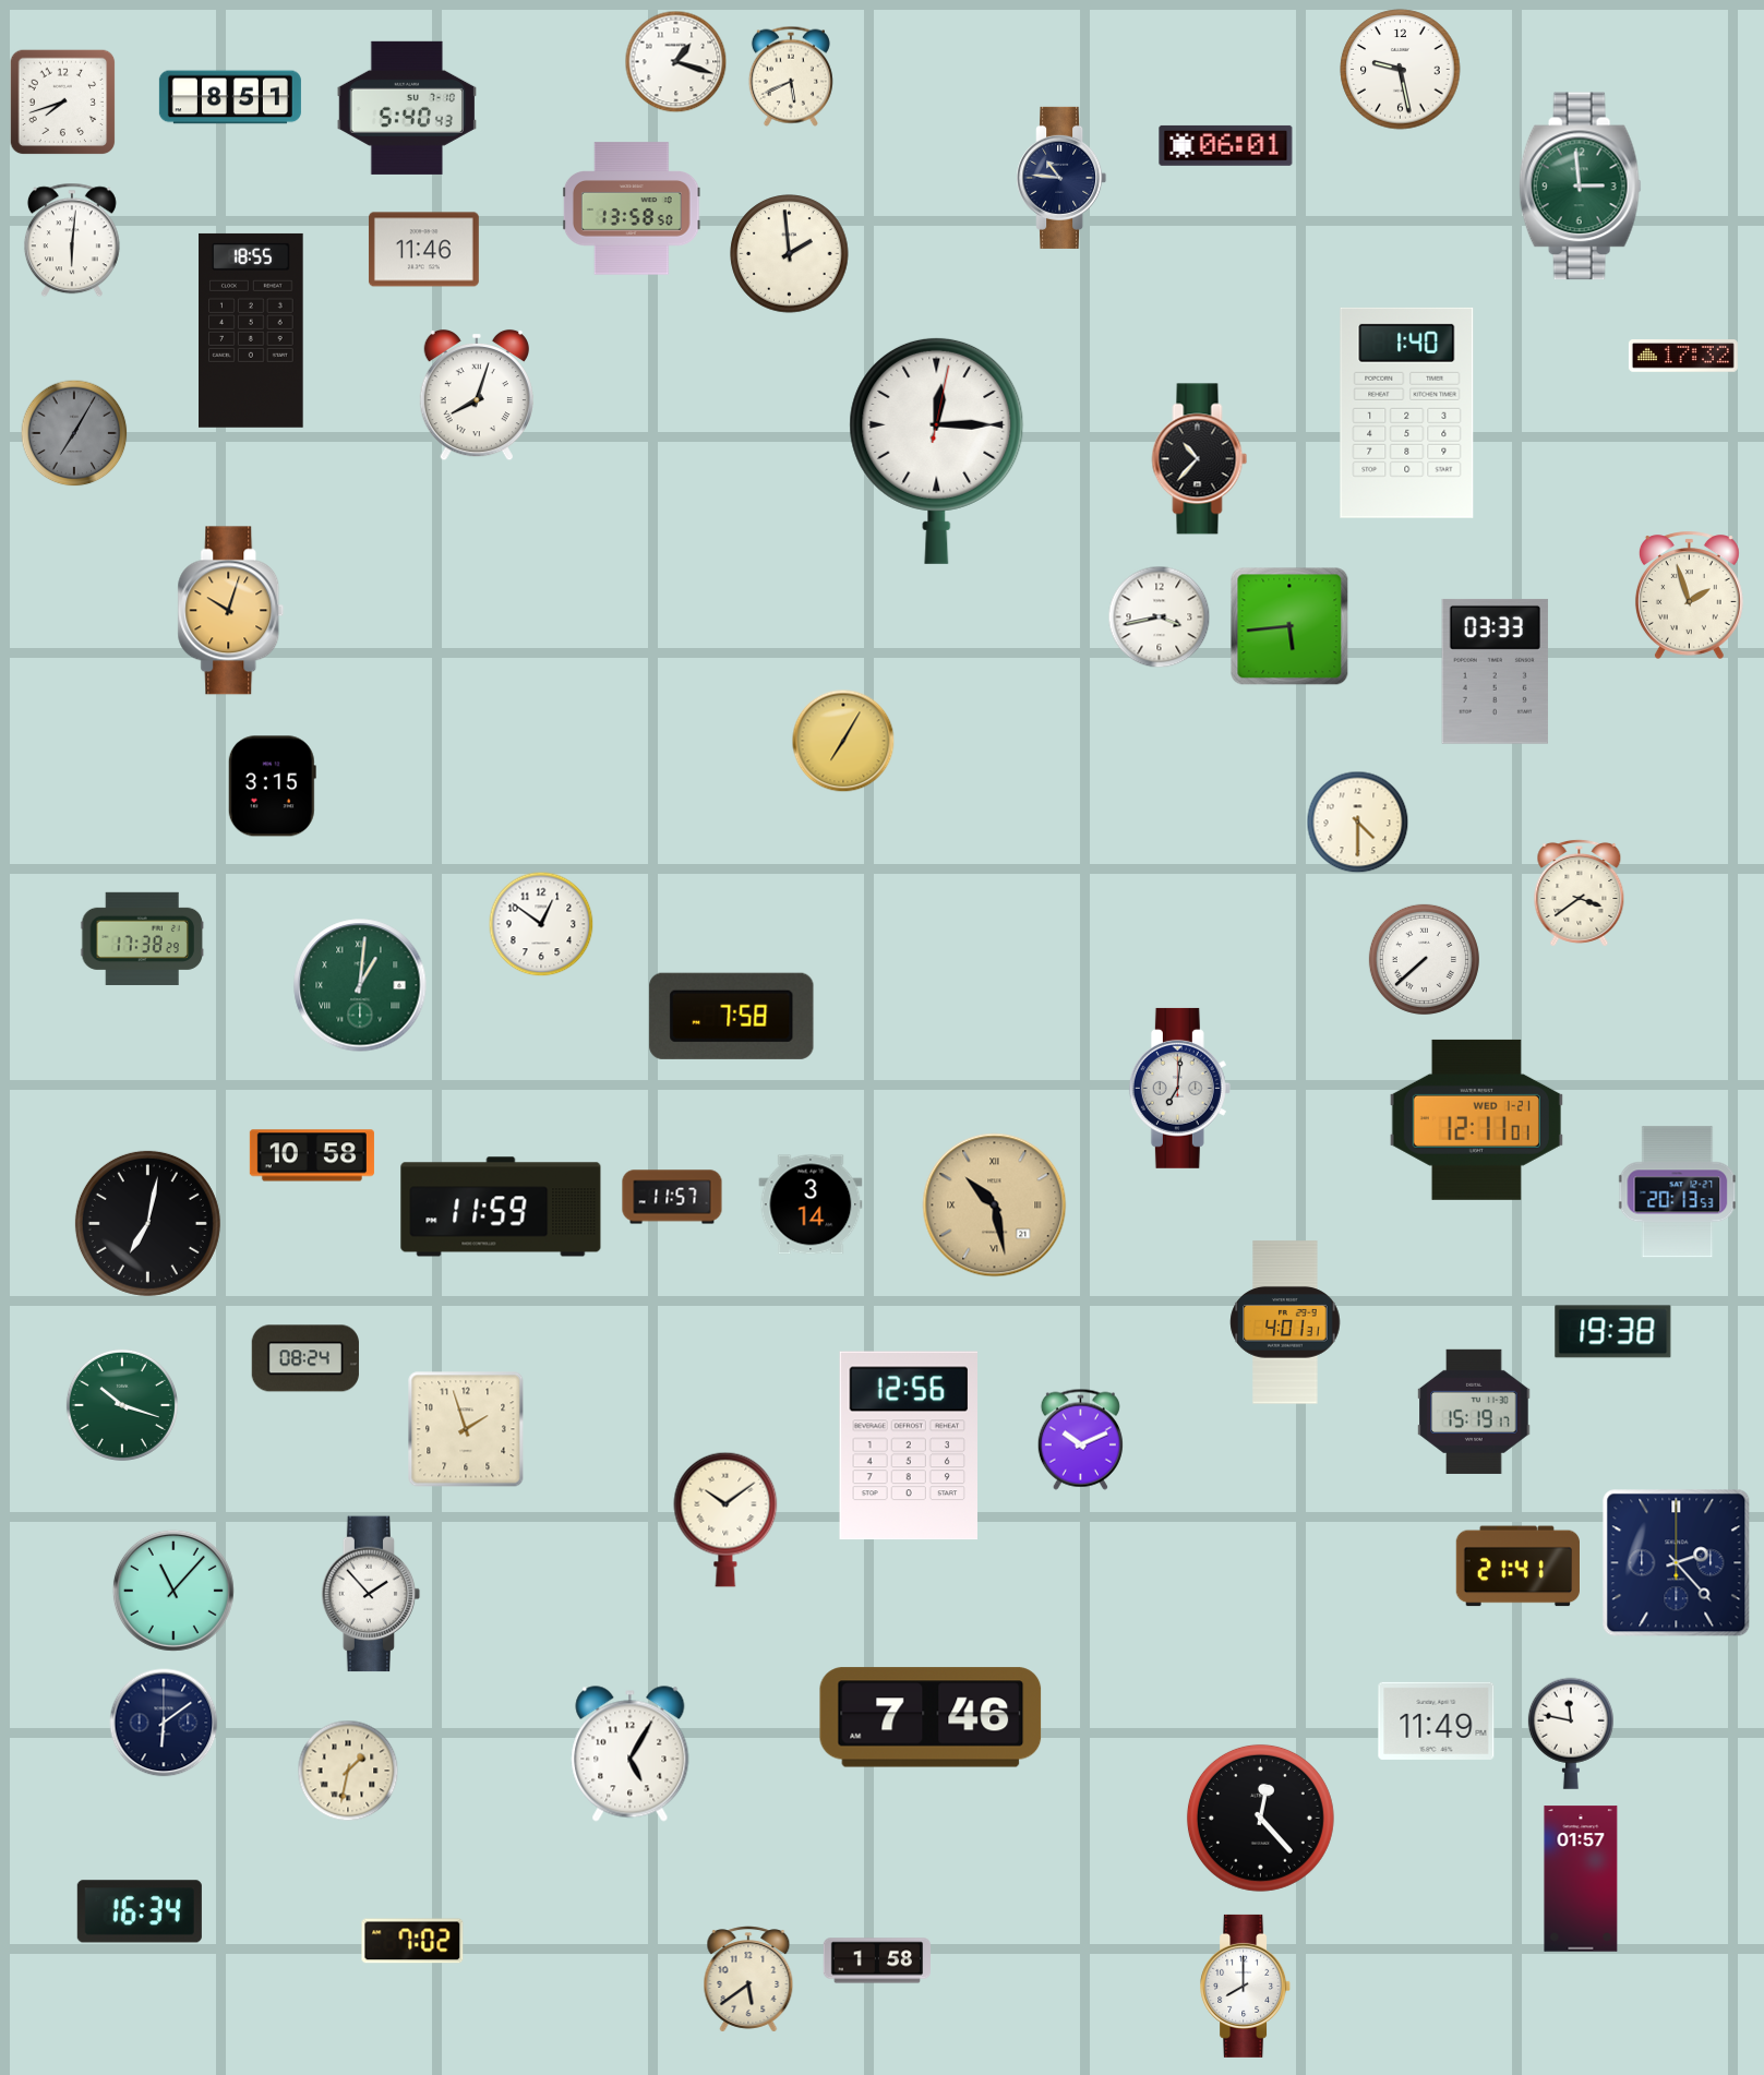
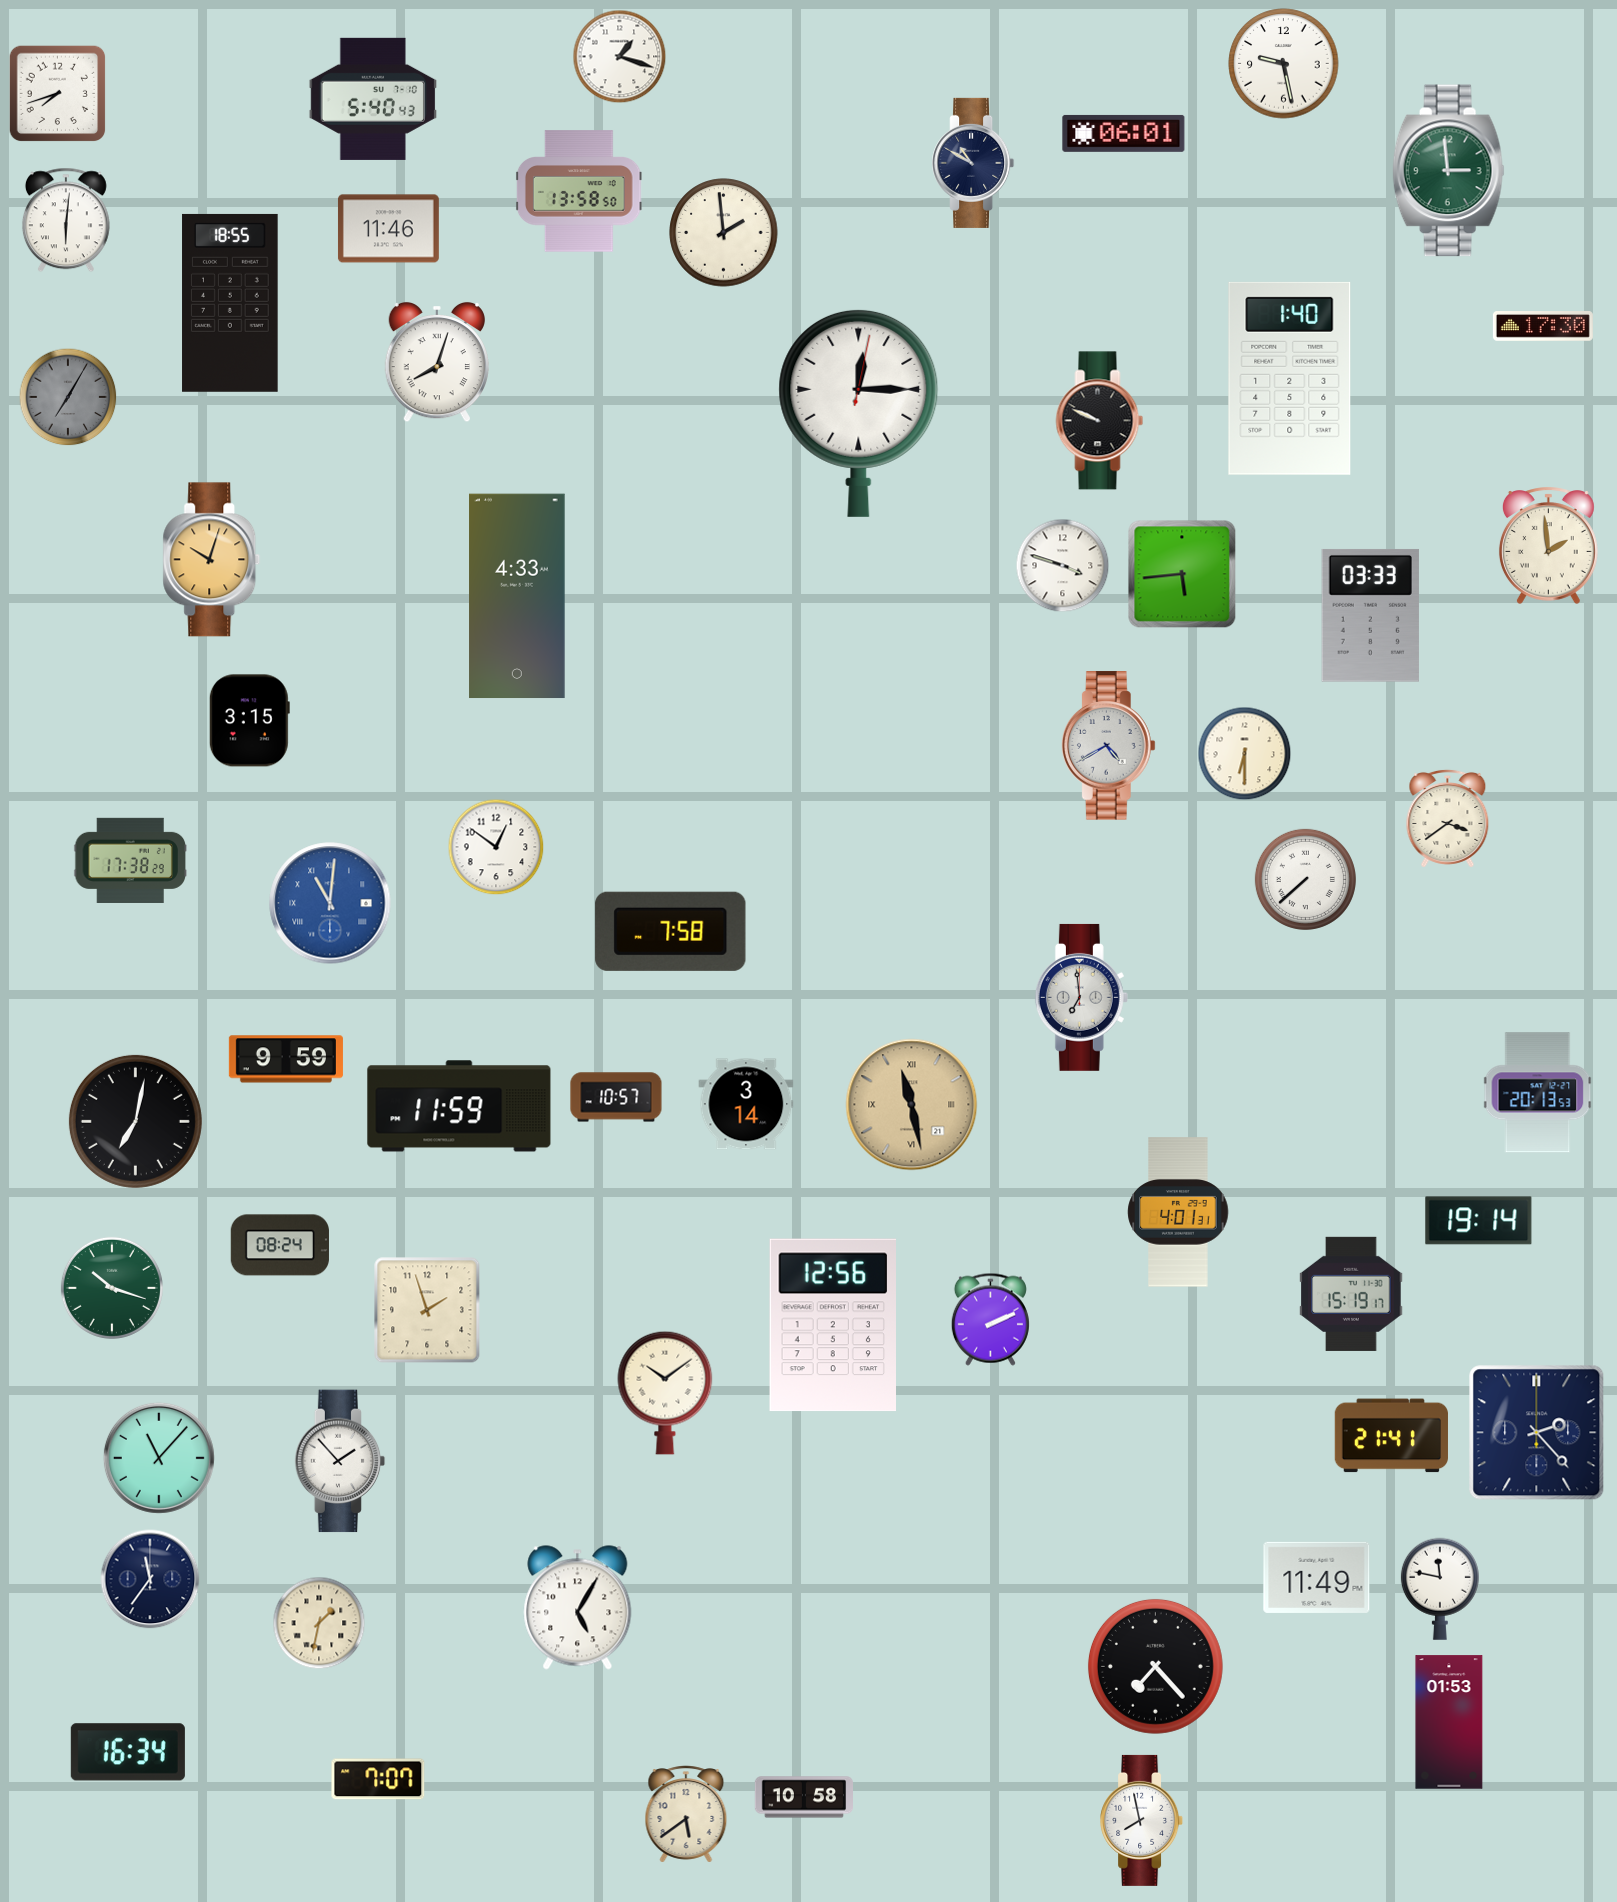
clock at (791, 76): 5:41 -> none
clock at (230, 97): 8:51 -> none
clock at (1061, 178): 10:46 -> 10:50
clock at (1683, 357): 17:32 -> 17:30
clock at (1200, 459): 10:37 -> 9:49
clock at (1689, 595): 1:57 -> 1:59
clock at (1160, 617): 3:43 -> 3:48
clock at (517, 596): none -> 4:33
clock at (843, 741): 7:05 -> none
clock at (1108, 746): none -> 4:40
clock at (1358, 823): 4:30 -> 6:30
clock at (360, 985): 1:01 -> 11:01
clock at (360, 985) dial: green -> blue
clock at (1179, 1088): 7:01 -> 6:59
clock at (1476, 1119): 12:11 -> none
clock at (312, 1155): 10:58 -> 9:59
clock at (672, 1197): 11:57 -> 10:57
clock at (811, 1204) position: (811, 1204) -> (746, 1104)
clock at (995, 1206): 10:28 -> 11:28
clock at (1613, 1332): 19:38 -> 19:14
clock at (1080, 1439): 10:11 -> 2:11
clock at (931, 1717): 7:46 -> none
clock at (164, 1723): 6:09 -> 11:36
clock at (1260, 1818): 12:23 -> 7:23
clock at (1581, 1879): 01:57 -> 01:53
clock at (412, 1941): 7:02 -> 7:07
clock at (876, 1960): 1:58 -> 10:58
clock at (1246, 1986): 8:00 -> 7:58
